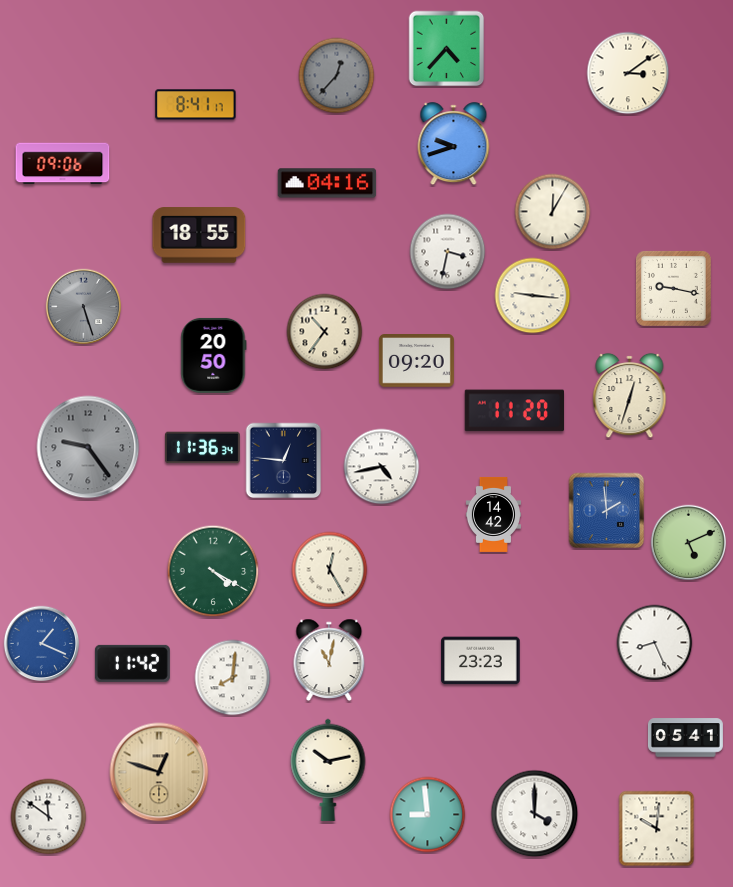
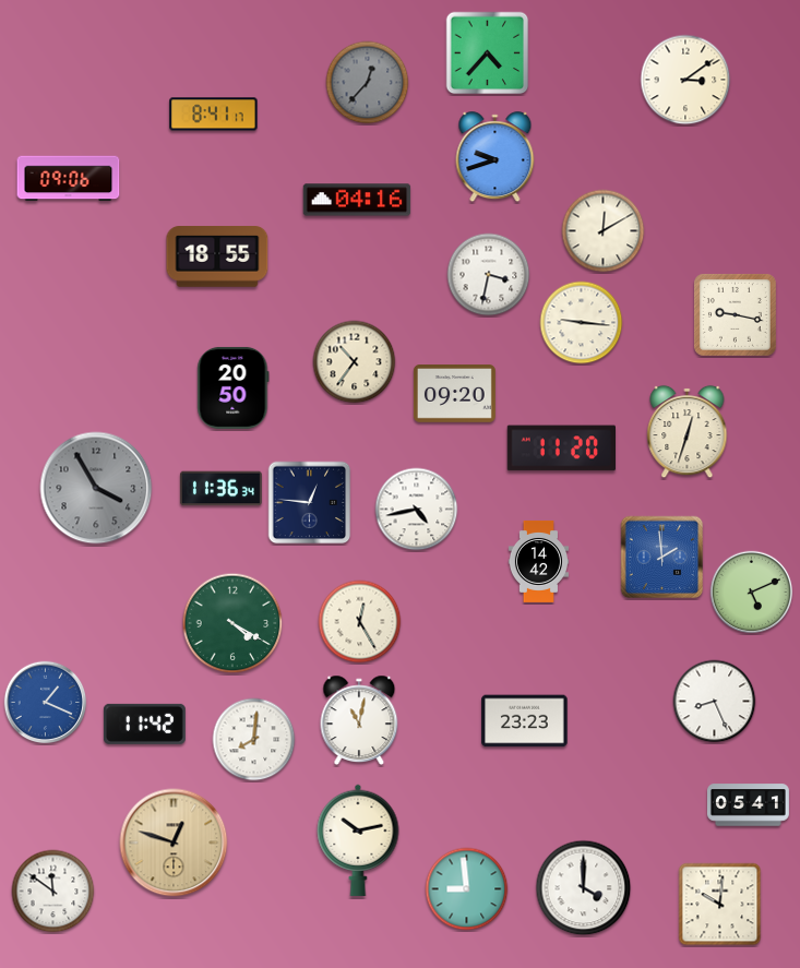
clock at (553, 212): 12:05 -> 12:10
clock at (84, 307): 5:27 -> none
clock at (88, 447): 9:24 -> 3:55
clock at (657, 829) position: (657, 829) -> (720, 905)
